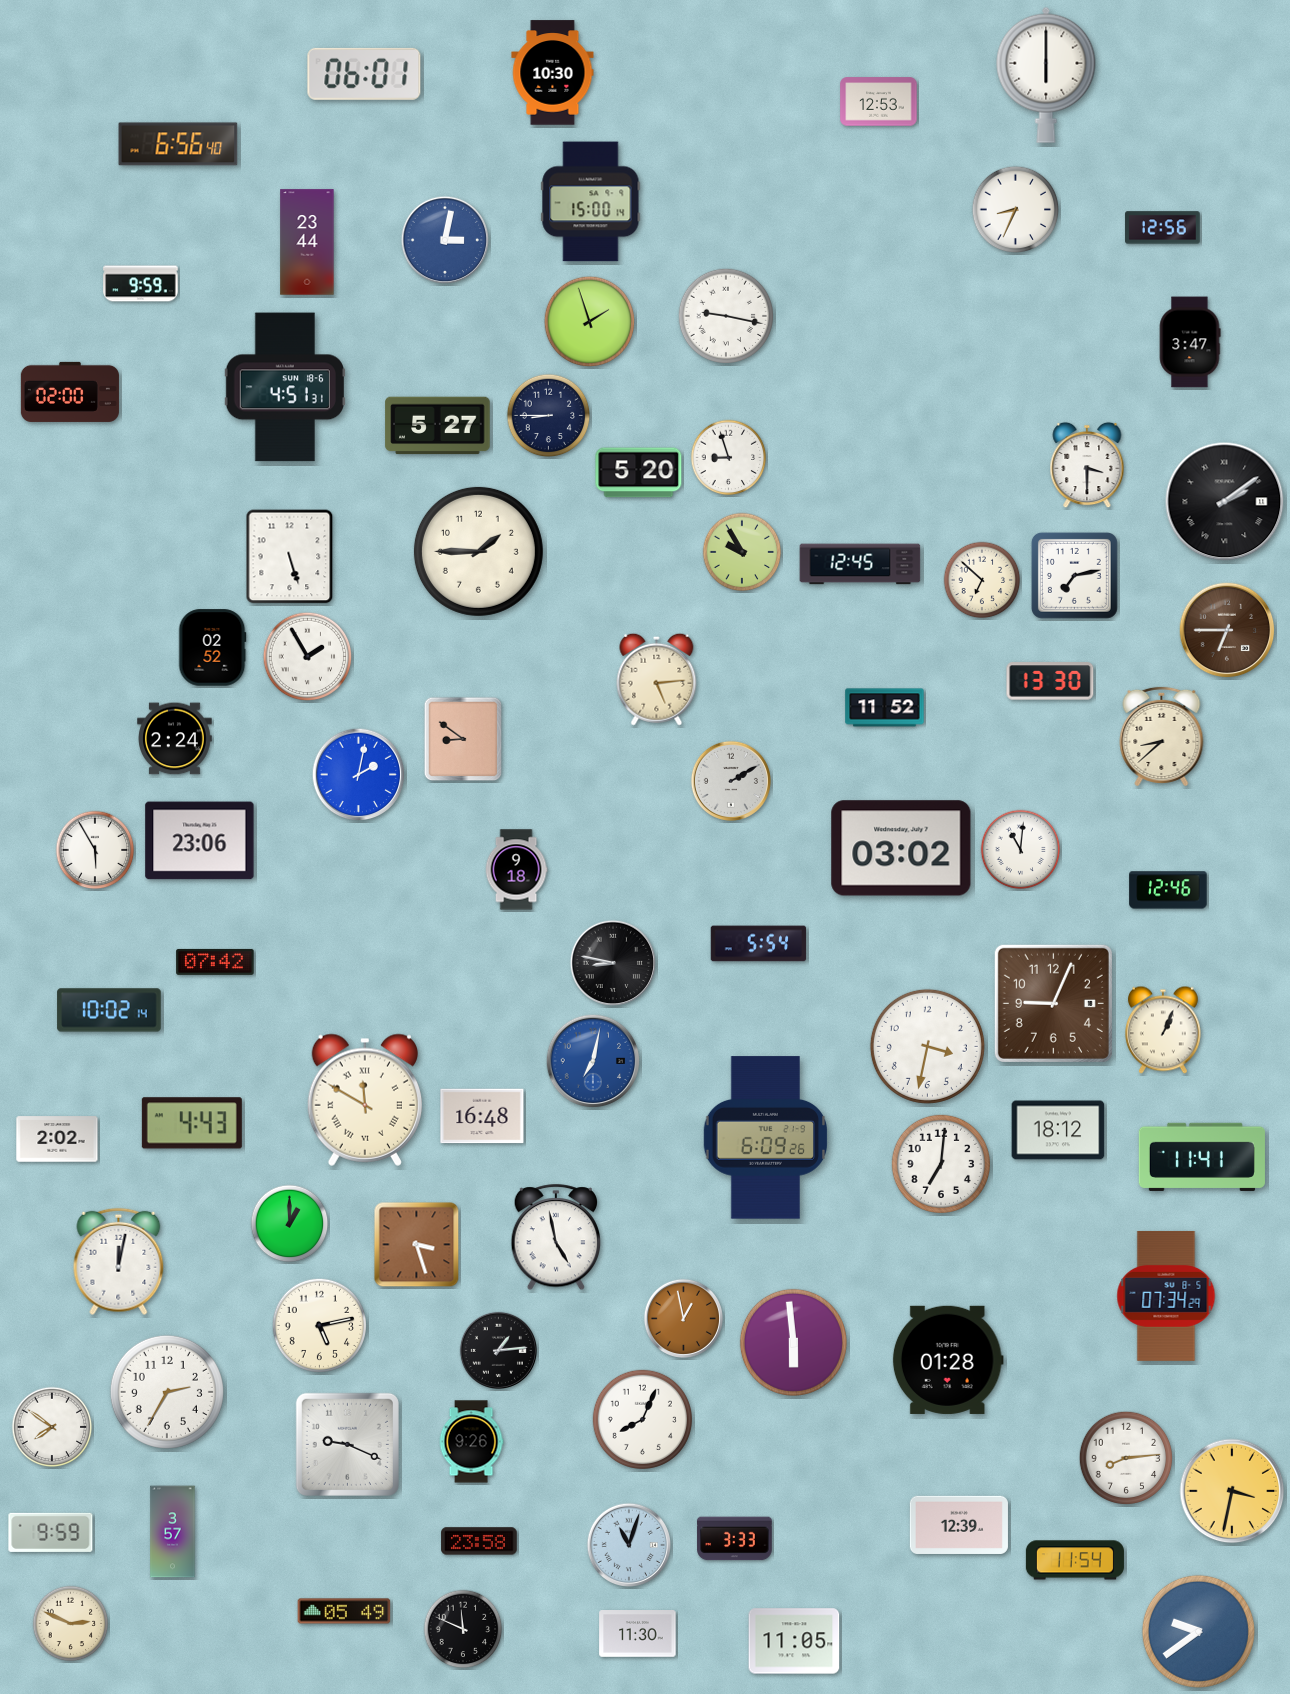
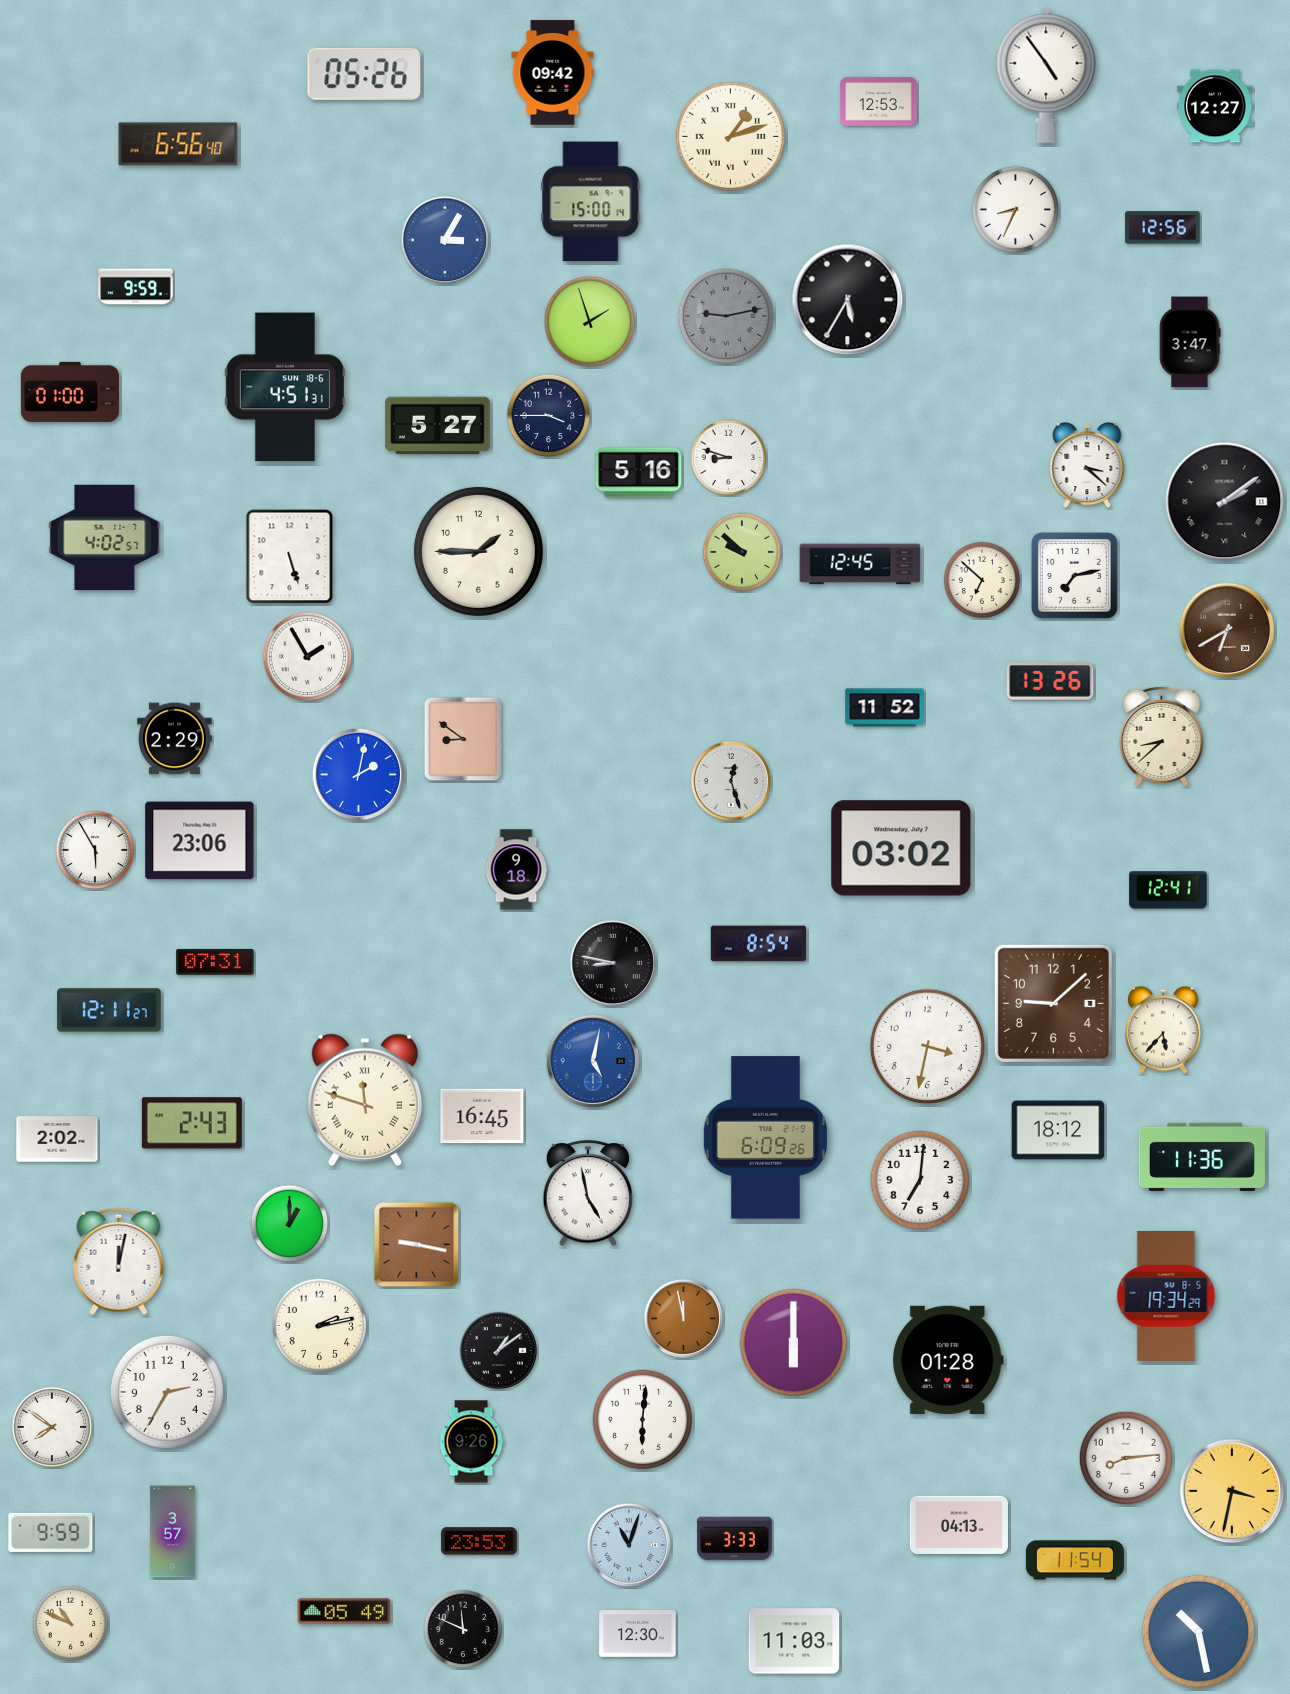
clock at (553, 73): 10:30 -> 09:42
clock at (364, 74): 06:01 -> 05:26
clock at (1046, 75): 6:00 -> 4:54
clock at (1215, 106): none -> 12:27
clock at (730, 136): none -> 1:12
clock at (445, 240): 3:02 -> 3:05
clock at (307, 242): 23:44 -> none
clock at (141, 284) position: (141, 284) -> (136, 287)
clock at (848, 300): none -> 5:35
clock at (725, 315): 9:17 -> 9:13
clock at (725, 315) dial: white -> grey
clock at (70, 392): 02:00 -> 01:00
clock at (549, 416): 8:45 -> 3:45
clock at (729, 458): 8:57 -> 8:48
clock at (1087, 465): 3:30 -> 3:22
clock at (639, 473): 5:20 -> 5:16
clock at (105, 537): none -> 4:02
clock at (742, 552): 9:55 -> 9:52
clock at (1227, 630): 6:45 -> 6:40
clock at (213, 648): 02:52 -> none
clock at (657, 679): 5:14 -> none
clock at (1050, 681): 13:30 -> 13:26
clock at (175, 739): 2:24 -> 2:29
clock at (731, 781): 2:10 -> 12:27
clock at (1021, 850): 11:01 -> none
clock at (1168, 890): 12:46 -> 12:41
clock at (759, 944): 5:54 -> 8:54
clock at (215, 962): 07:42 -> 07:31
clock at (1053, 1003): 9:04 -> 9:08
clock at (109, 1010): 10:02 -> 12:11
clock at (1163, 1030): 1:04 -> 5:37
clock at (593, 1061): 7:02 -> 5:02
clock at (364, 1100): 11:50 -> 11:48
clock at (482, 1116): 16:48 -> 16:45
clock at (192, 1123): 4:43 -> 2:43
clock at (1202, 1157): 11:41 -> 11:36
clock at (940, 1163) position: (940, 1163) -> (919, 1179)
clock at (556, 1238) position: (556, 1238) -> (588, 1194)
clock at (417, 1245): 3:27 -> 9:17
clock at (1166, 1296): 07:34 -> 19:34
clock at (683, 1318): 12:58 -> 11:58
clock at (320, 1326): 5:13 -> 2:13
clock at (793, 1342): 5:59 -> 6:00
clock at (498, 1350): 1:14 -> 1:09
clock at (642, 1419): 8:04 -> 6:01
clock at (347, 1444): 9:19 -> none
clock at (959, 1525): 12:39 -> 04:13
clock at (479, 1541): 23:58 -> 23:53
clock at (71, 1624): 2:49 -> 10:49
clock at (1198, 1631): 9:39 -> 10:28
clock at (638, 1634): 11:30 -> 12:30
clock at (794, 1641): 11:05 -> 11:03
